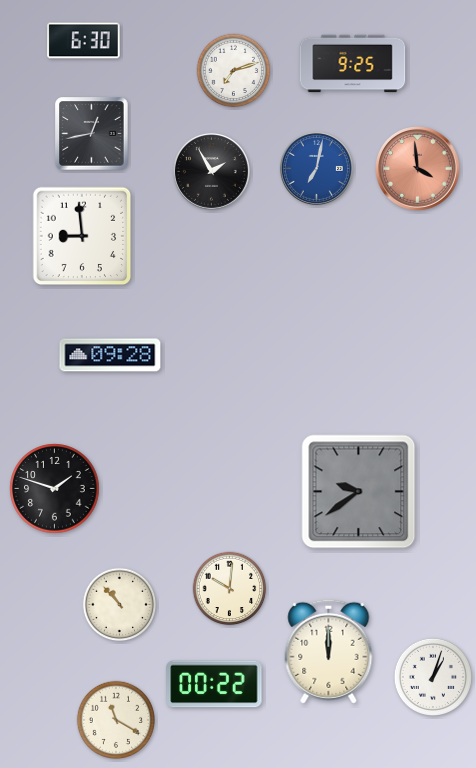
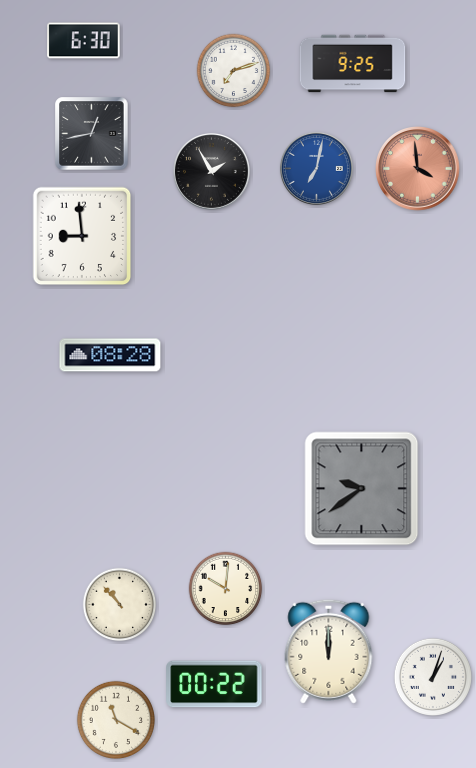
clock at (110, 355): 09:28 -> 08:28
clock at (55, 489): 1:48 -> none
clock at (359, 492) position: (359, 492) -> (362, 489)
clock at (230, 589) position: (230, 589) -> (226, 589)
